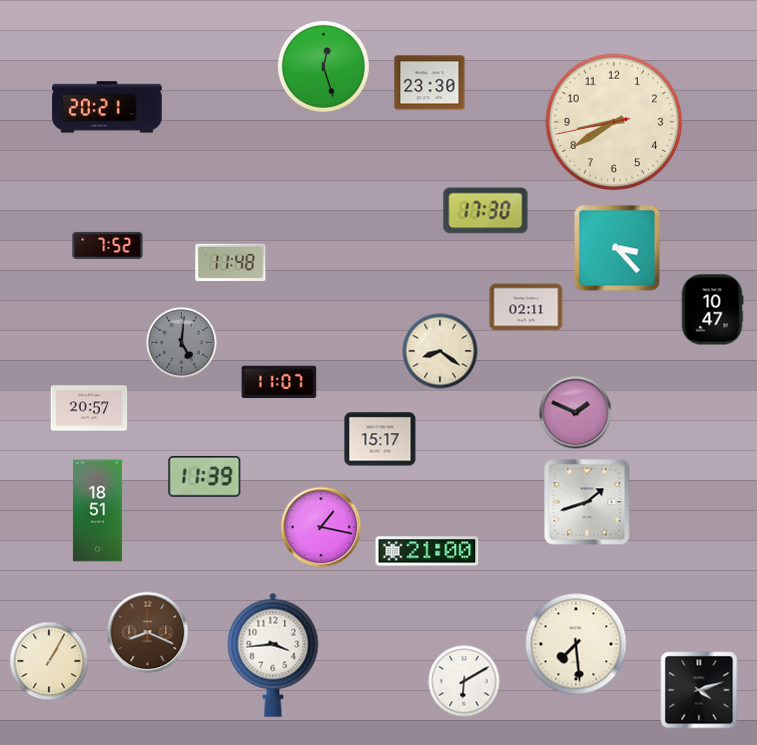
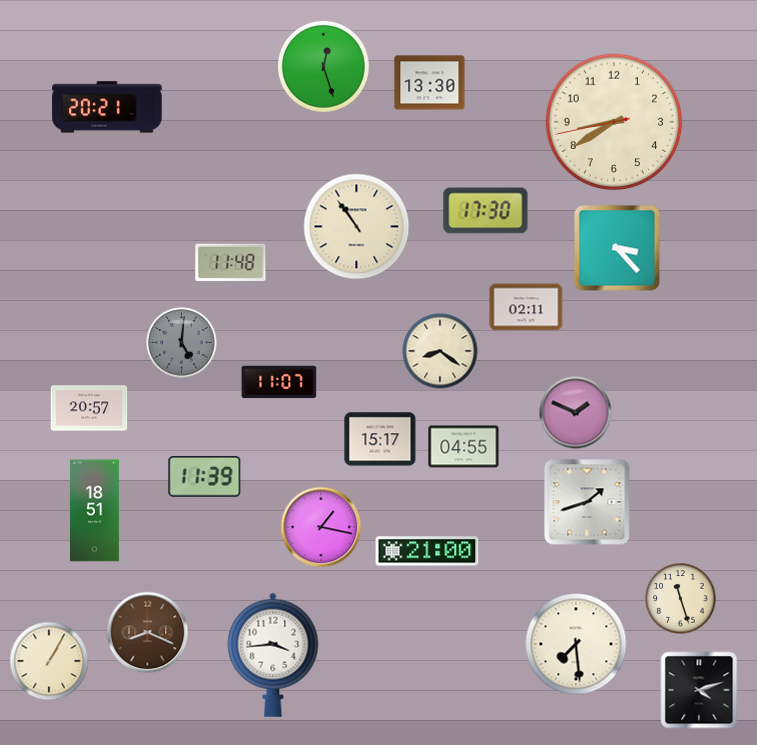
clock at (430, 83): 23:30 -> 13:30
clock at (357, 227): none -> 10:54
clock at (108, 245): 7:52 -> none
clock at (712, 310): 10:47 -> none
clock at (464, 447): none -> 04:55
clock at (97, 511) position: (97, 511) -> (94, 511)
clock at (681, 599): none -> 11:27
clock at (464, 681): 6:10 -> none
